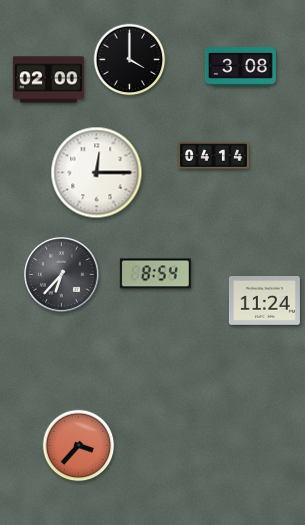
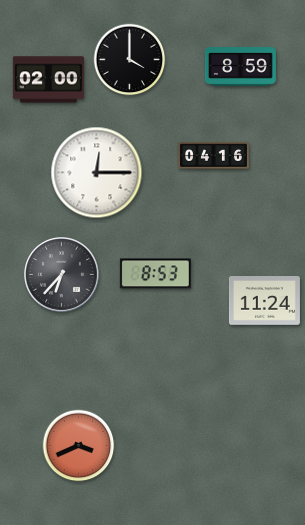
clock at (240, 67): 3:08 -> 8:59
clock at (213, 156): 04:14 -> 04:16
clock at (155, 274): 8:54 -> 8:53
clock at (79, 446): 3:37 -> 3:41
